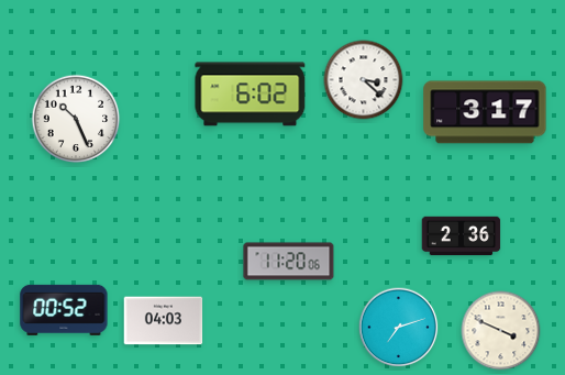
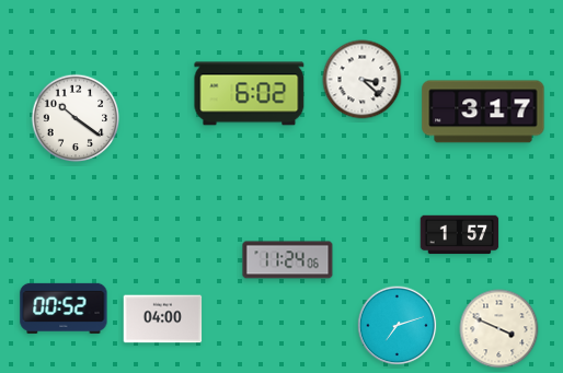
clock at (76, 119): 10:26 -> 10:21
clock at (462, 236): 2:36 -> 1:57
clock at (289, 262): 11:20 -> 11:24
clock at (164, 321): 04:03 -> 04:00
